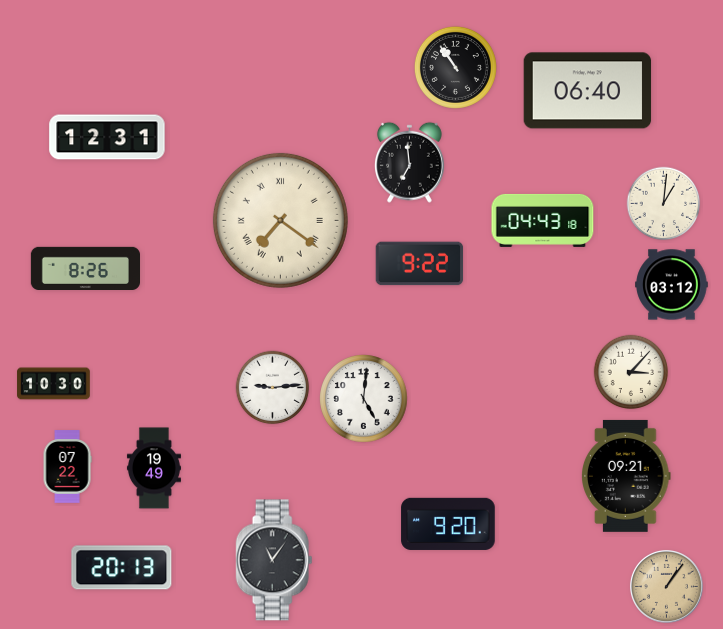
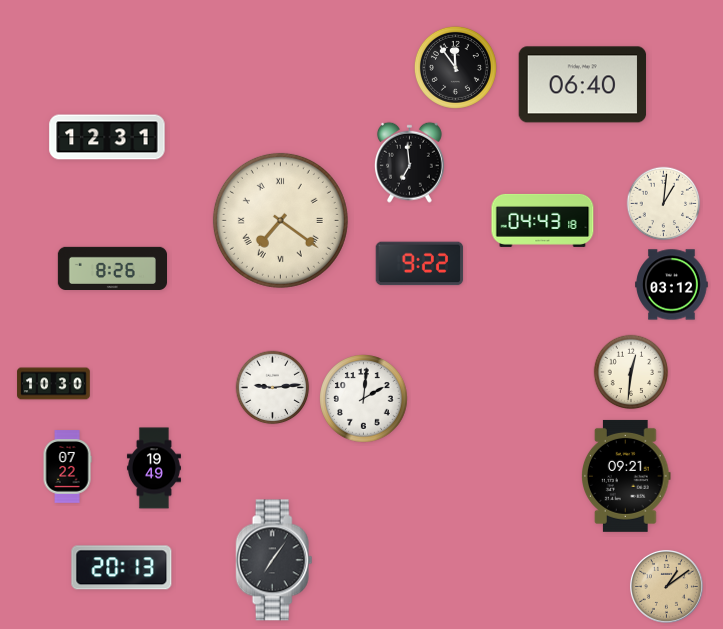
clock at (455, 67): 10:54 -> 11:54
clock at (588, 91) position: (588, 91) -> (583, 85)
clock at (85, 269) position: (85, 269) -> (112, 269)
clock at (631, 372): 3:07 -> 12:31
clock at (364, 399): 5:01 -> 2:01
clock at (448, 524): 9:20 -> none
clock at (274, 560): 11:06 -> 7:06
clock at (666, 586): 1:06 -> 1:09
